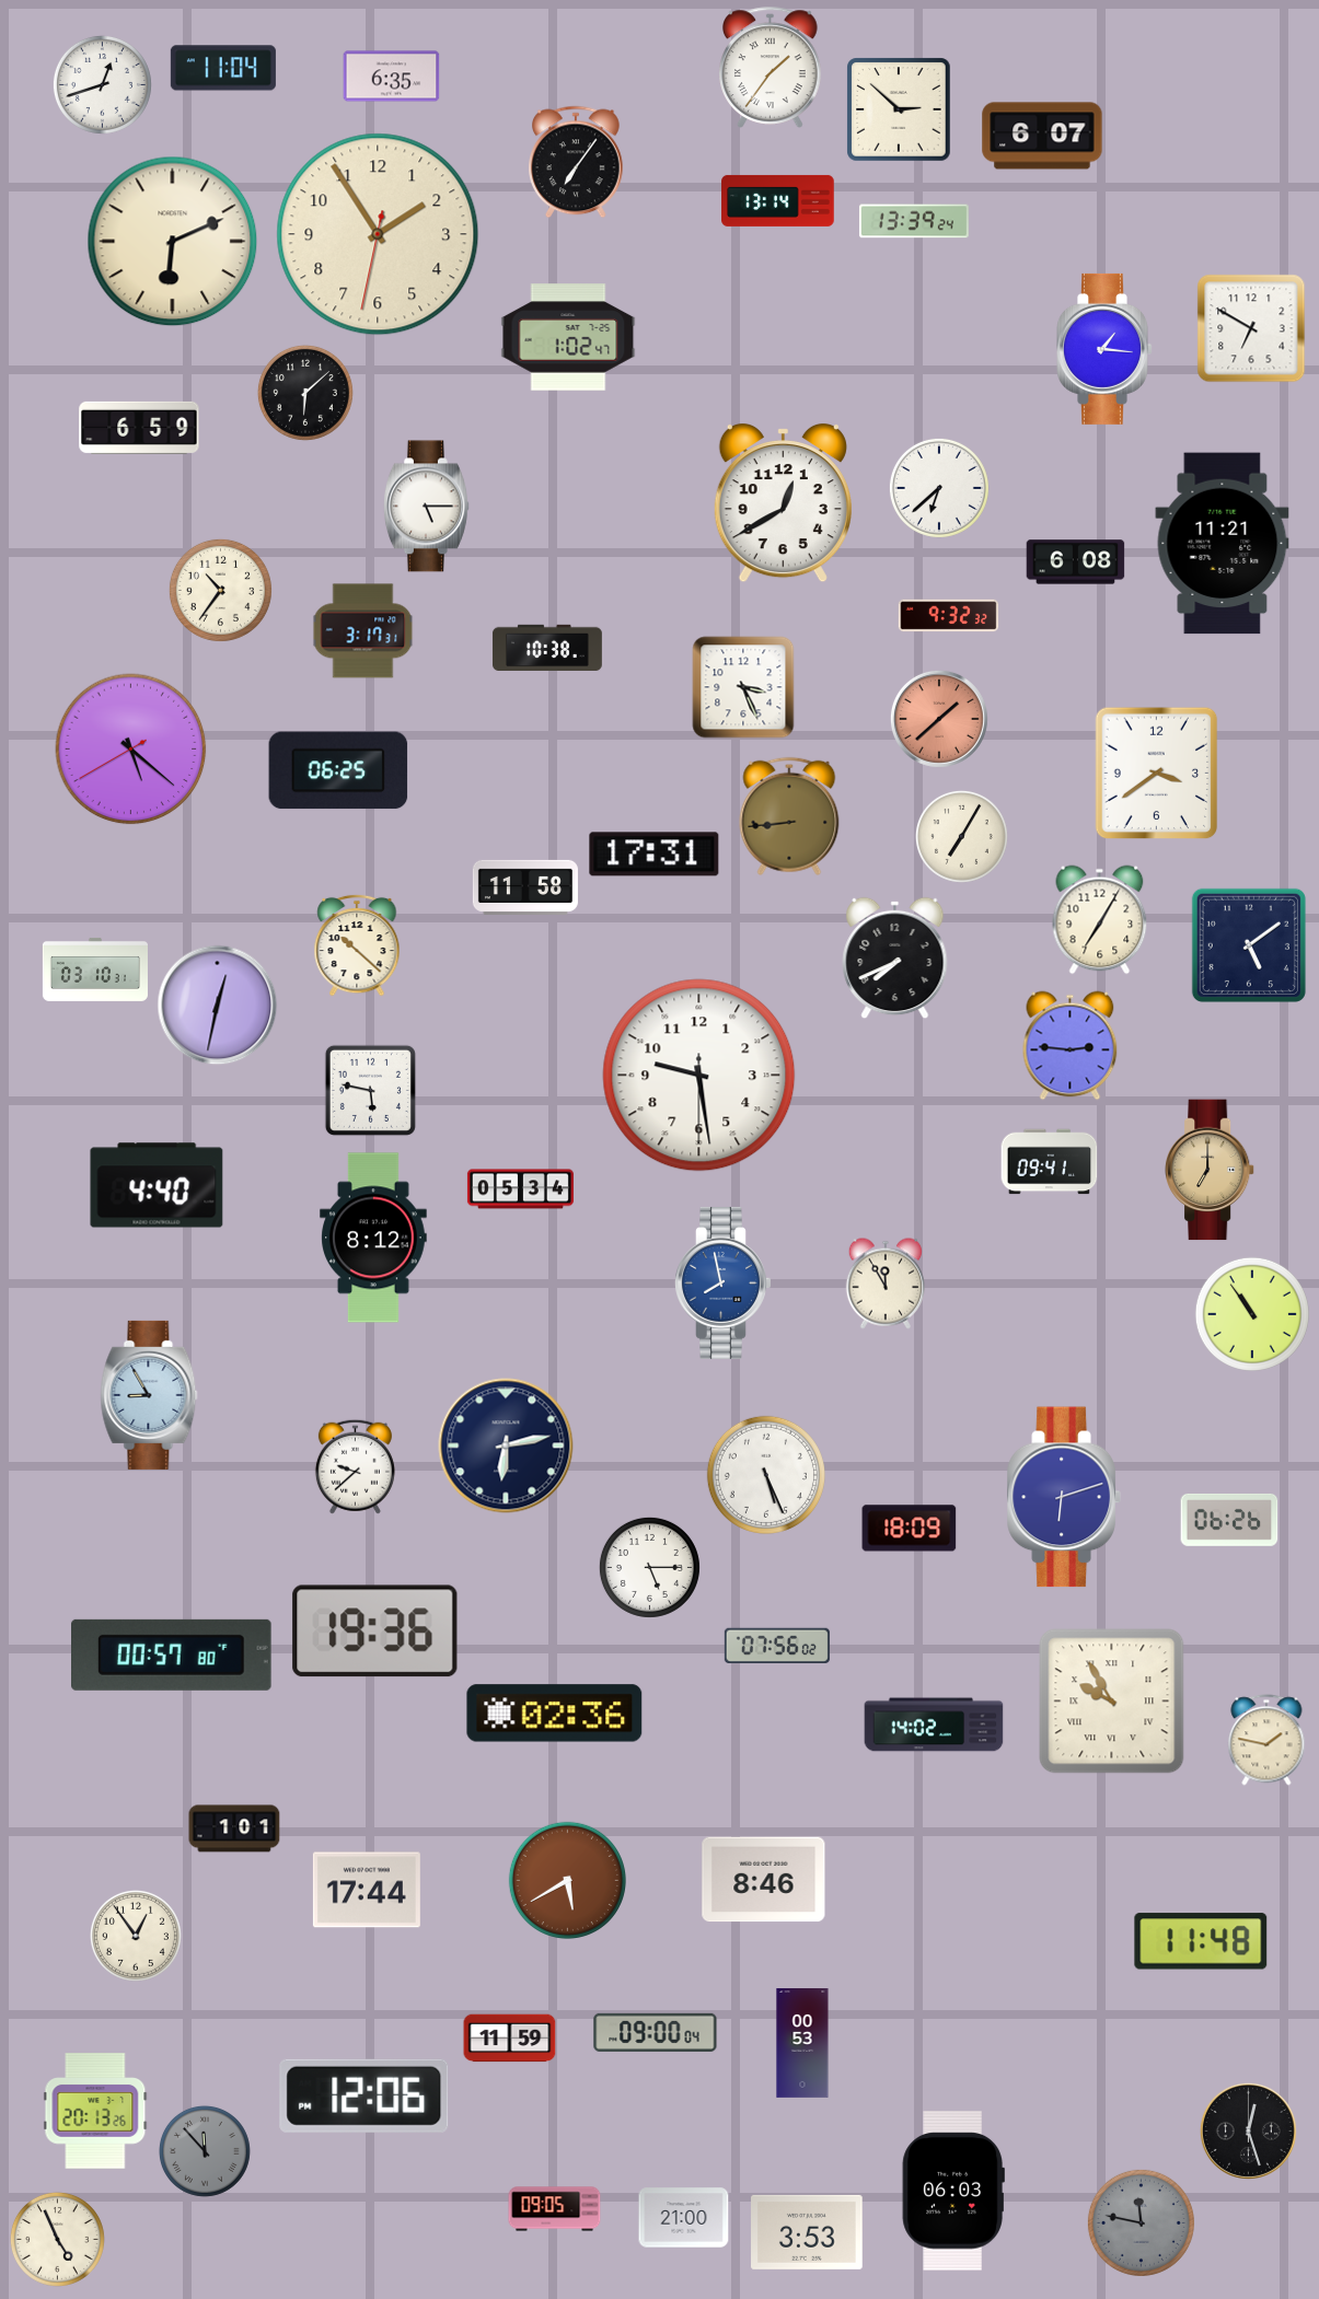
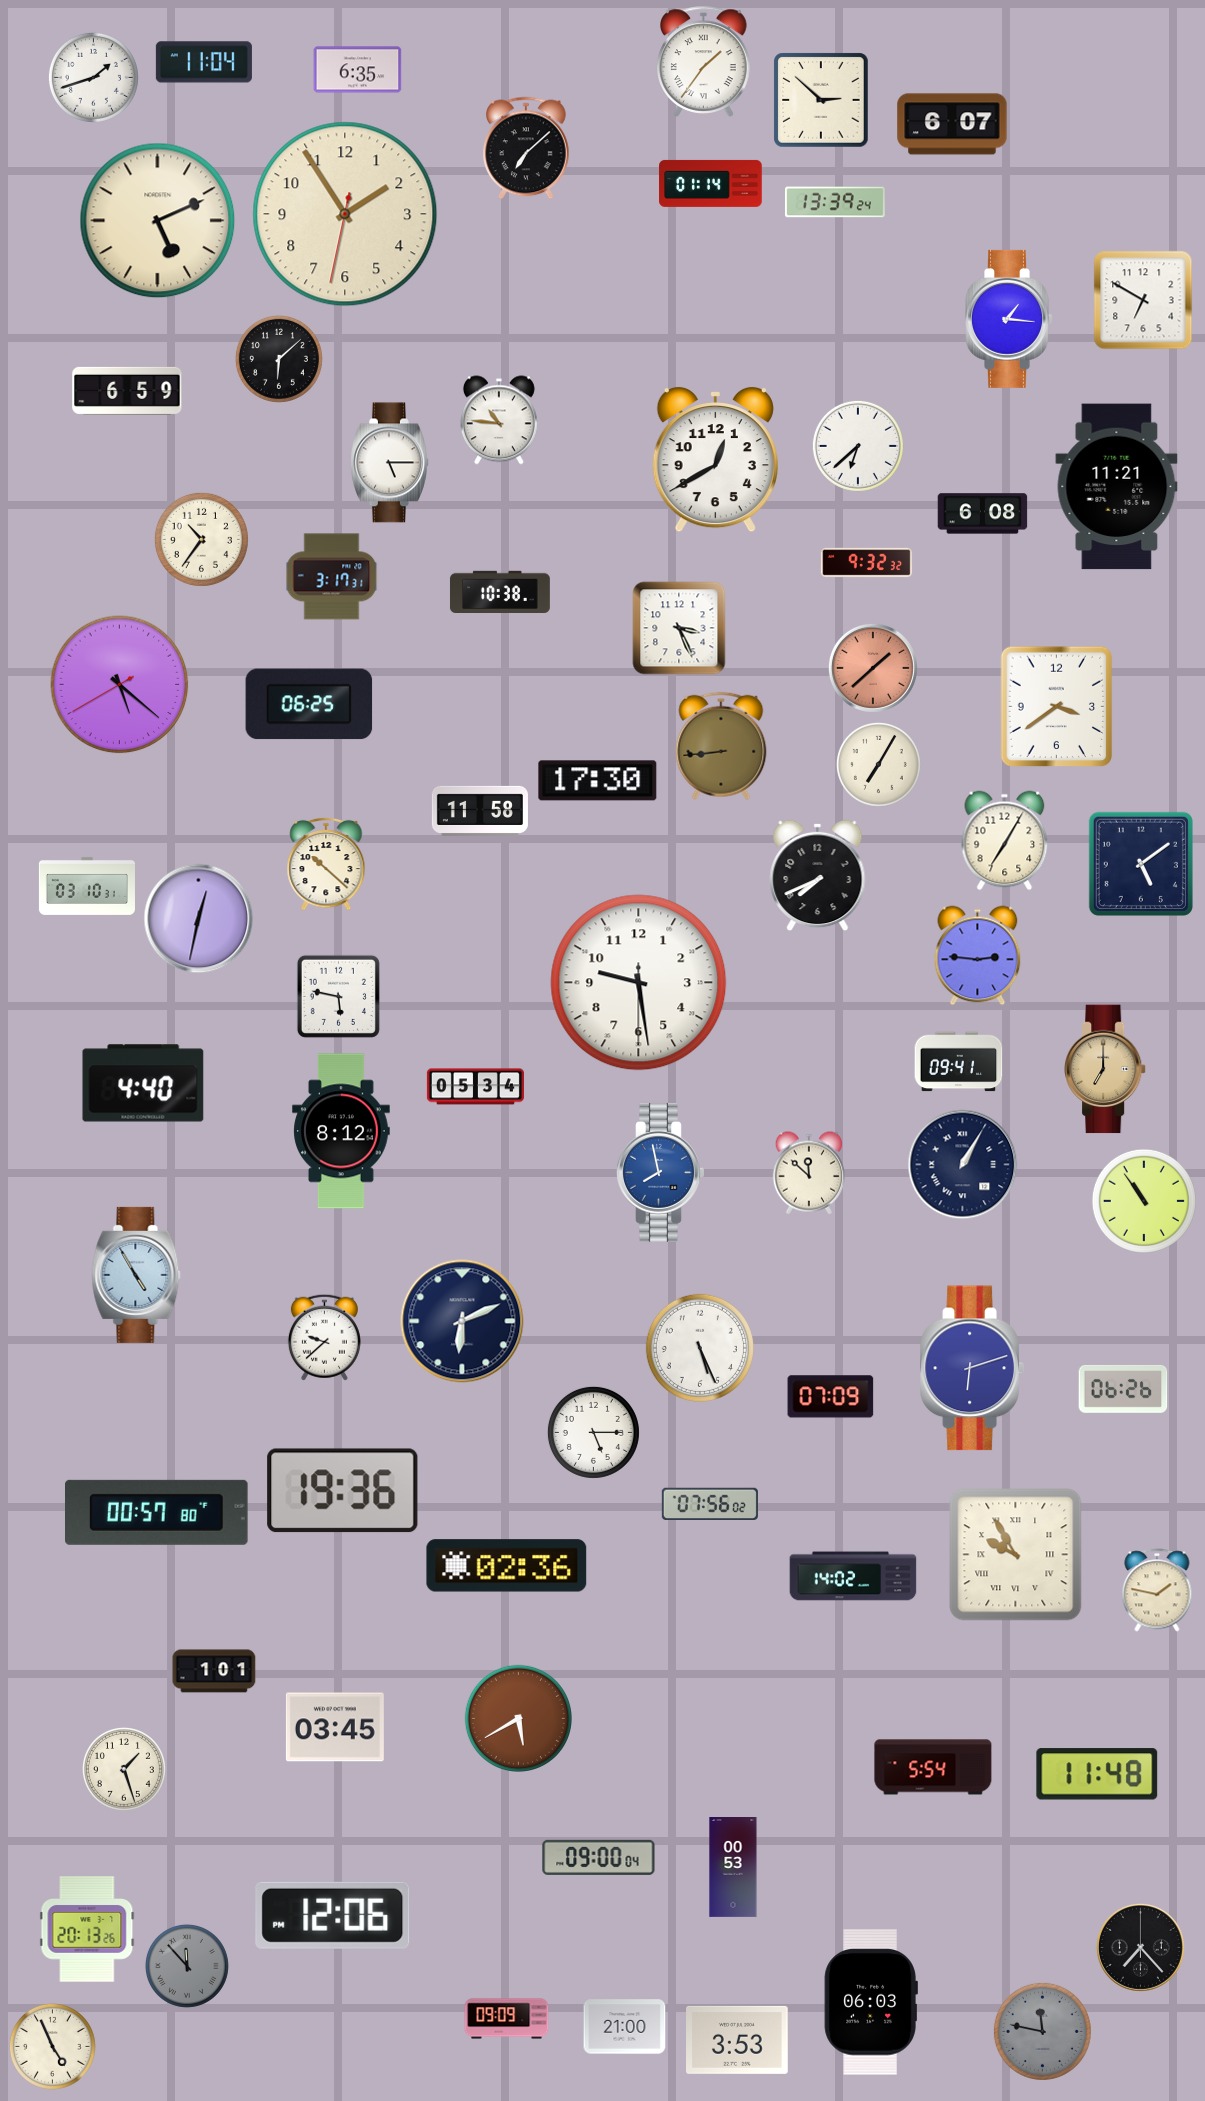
clock at (102, 84): 12:42 -> 1:42
clock at (577, 162): 7:06 -> 7:08
clock at (778, 200): 13:14 -> 01:14
clock at (173, 242): 6:11 -> 5:11
clock at (568, 337): 1:02 -> none
clock at (499, 420): none -> 10:46
clock at (1223, 544) position: (1223, 544) -> (1117, 487)
clock at (939, 719) position: (939, 719) -> (873, 668)
clock at (655, 855): 17:31 -> 17:30
clock at (963, 1165): none -> 1:05
clock at (884, 1284): 11:55 -> 11:52
clock at (149, 1395): 8:55 -> 4:55
clock at (506, 1445): 6:13 -> 6:11
clock at (355, 1466) position: (355, 1466) -> (324, 1337)
clock at (910, 1529): 18:09 -> 07:09
clock at (764, 1880): 8:46 -> none
clock at (367, 1890): 17:44 -> 03:45
clock at (933, 1767): none -> 5:54
clock at (136, 1936): 12:54 -> 1:27
clock at (510, 2039): 11:59 -> none
clock at (1248, 2130): 12:27 -> 7:23
clock at (555, 2209): 09:05 -> 09:09
